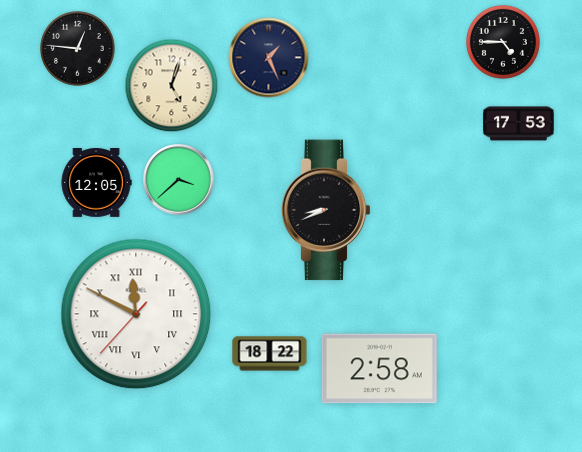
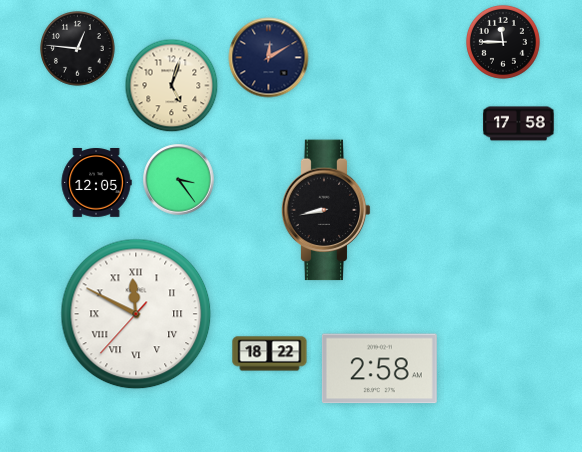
clock at (503, 42): 4:45 -> 11:45
clock at (269, 58): 1:26 -> 12:10
clock at (519, 124): 17:53 -> 17:58
clock at (179, 180): 3:38 -> 3:24
clock at (326, 210): 8:41 -> 8:43
